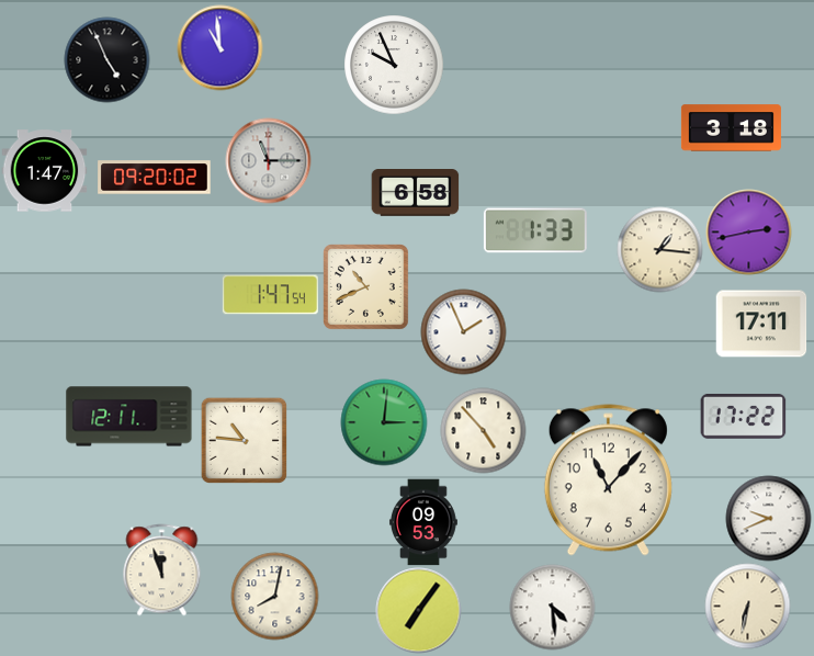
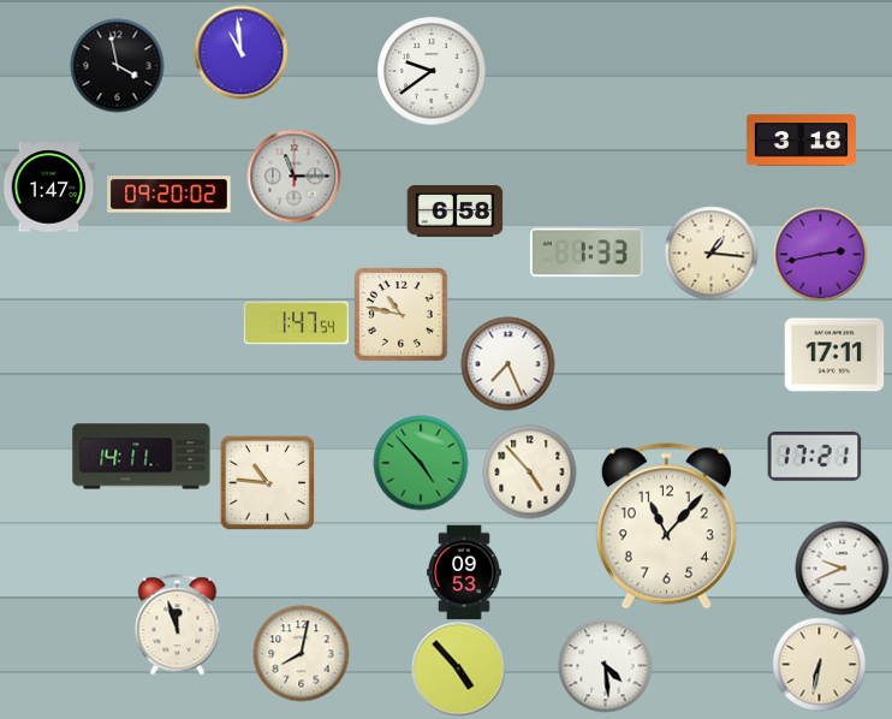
clock at (106, 59): 4:56 -> 3:58
clock at (394, 65): 9:56 -> 9:39
clock at (659, 249) position: (659, 249) -> (710, 252)
clock at (366, 287): 10:41 -> 10:47
clock at (463, 331): 1:56 -> 7:26
clock at (743, 416): 17:22 -> 17:21
clock at (129, 417): 12:11 -> 14:11
clock at (384, 422): 3:01 -> 4:53
clock at (418, 610): 7:06 -> 4:53
